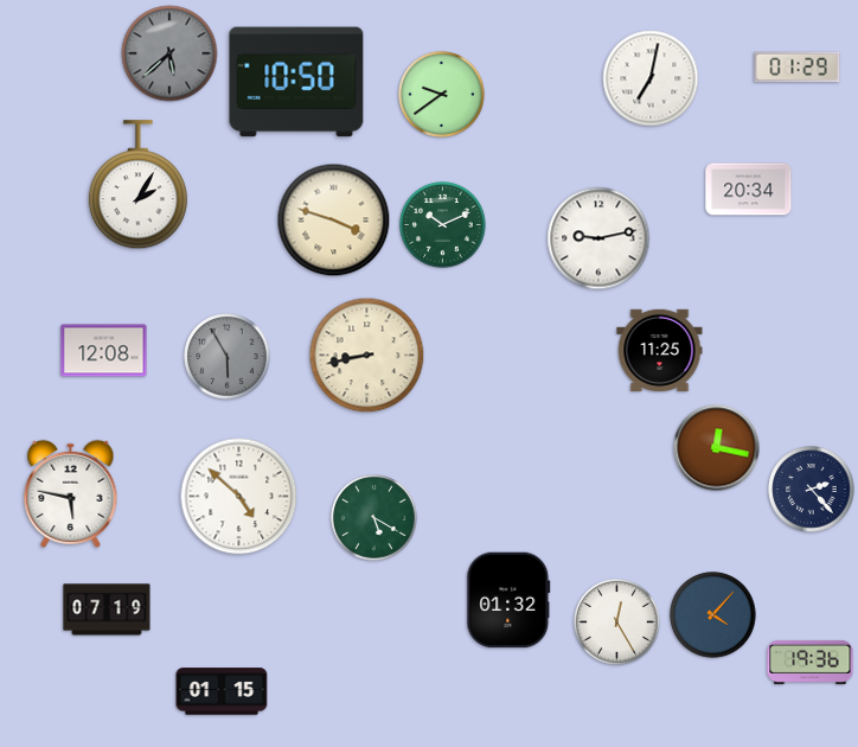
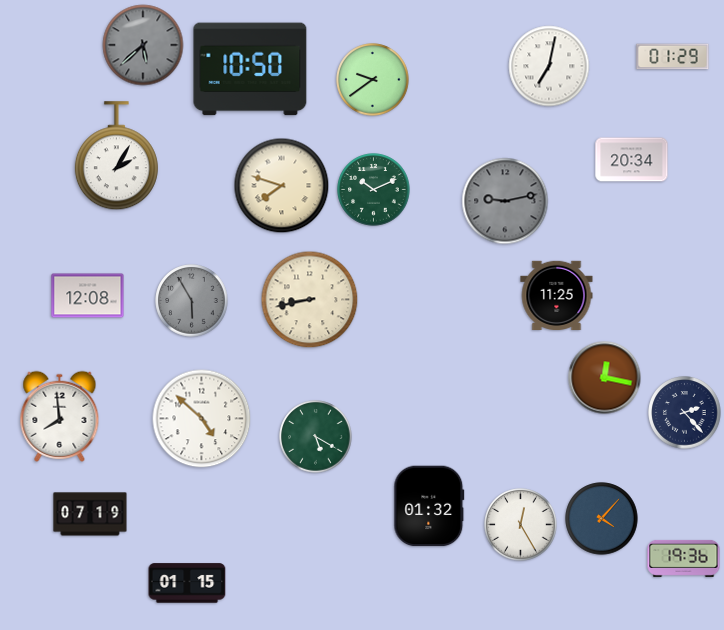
clock at (334, 221): 3:48 -> 7:48
clock at (598, 238) dial: white -> grey
clock at (71, 493): 5:47 -> 7:59
